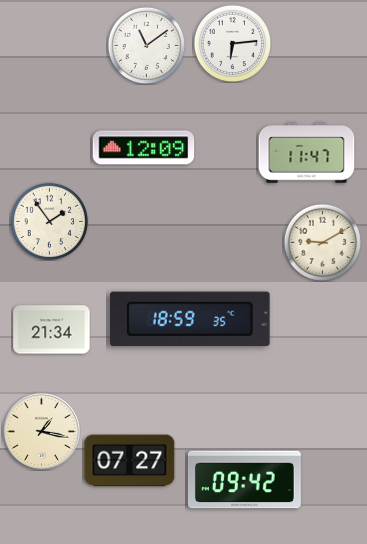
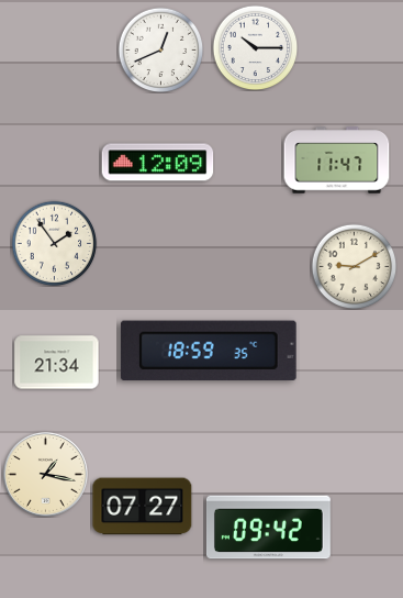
clock at (232, 43): 6:14 -> 10:15
clock at (146, 45): 11:09 -> 12:41
clock at (307, 153) position: (307, 153) -> (337, 160)
